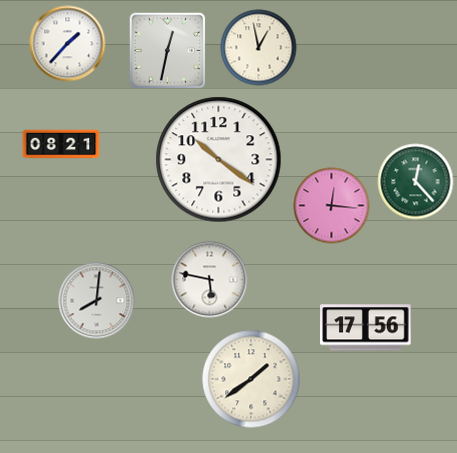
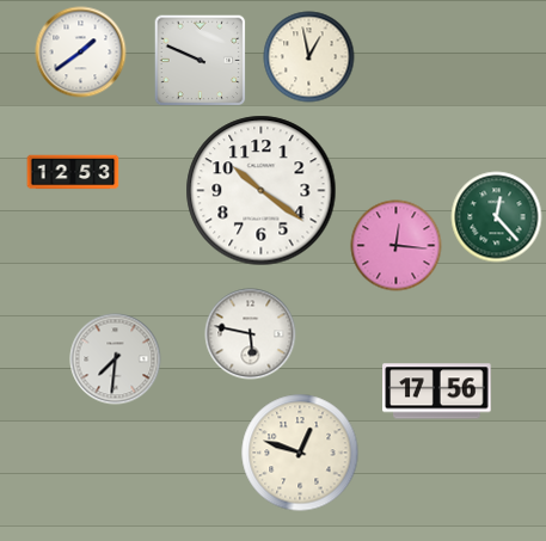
clock at (68, 44): 1:37 -> 1:39
clock at (167, 50): 12:32 -> 9:49
clock at (61, 144): 08:21 -> 12:53
clock at (97, 301): 8:01 -> 7:31
clock at (251, 379): 1:39 -> 12:48
